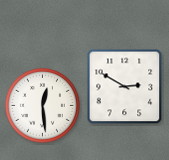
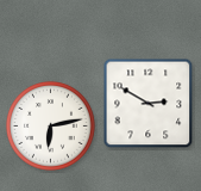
clock at (43, 106): 12:29 -> 6:13
